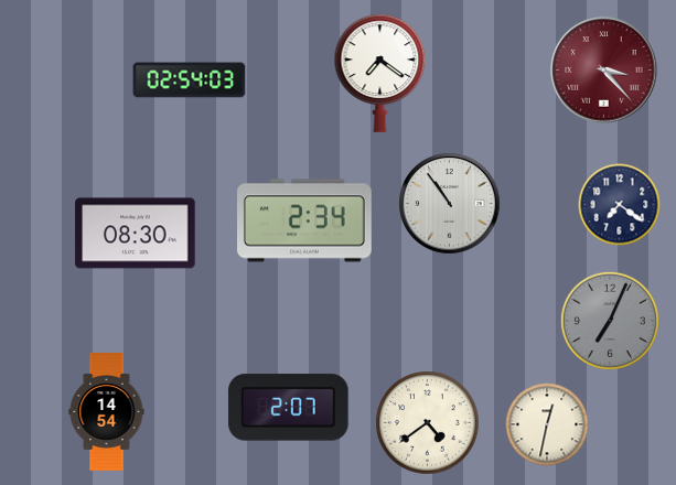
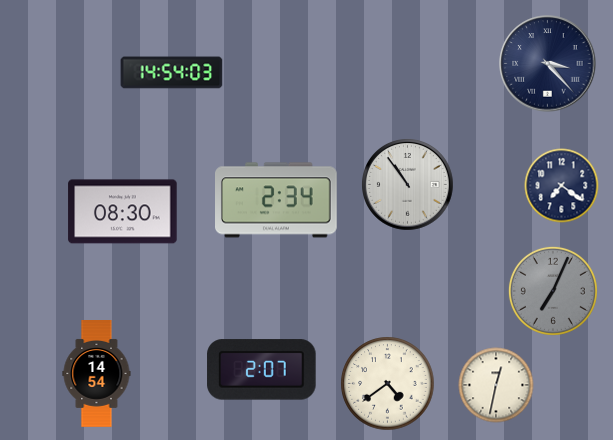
clock at (604, 71) dial: burgundy -> navy
clock at (380, 73): 7:21 -> none
clock at (190, 80): 02:54 -> 14:54
